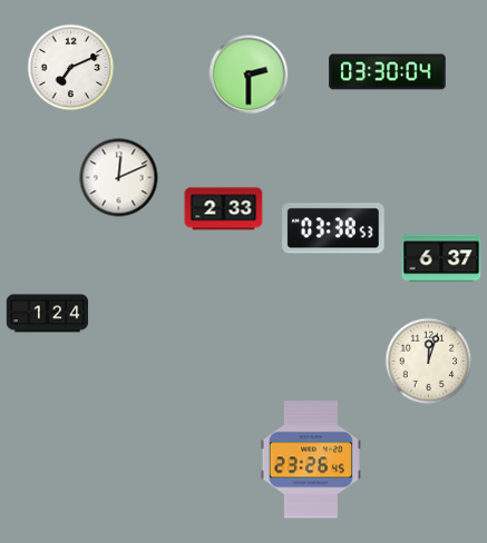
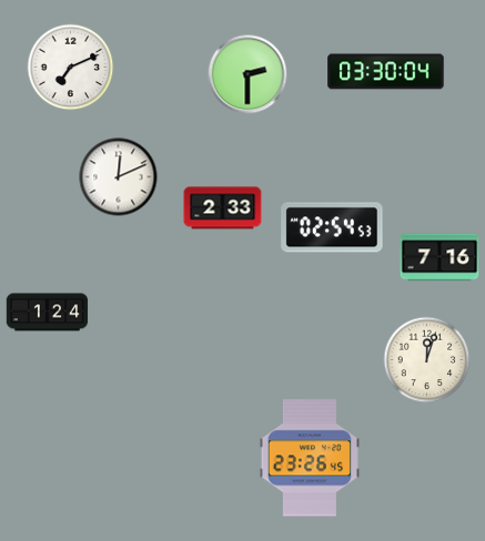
clock at (333, 228): 03:38 -> 02:54
clock at (441, 258): 6:37 -> 7:16
